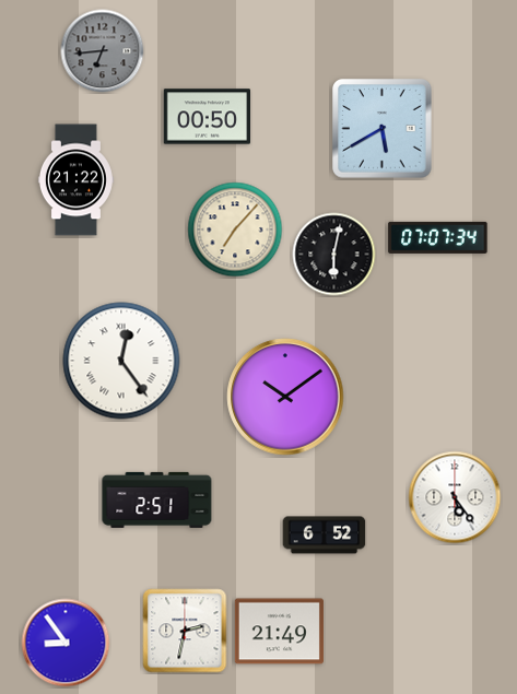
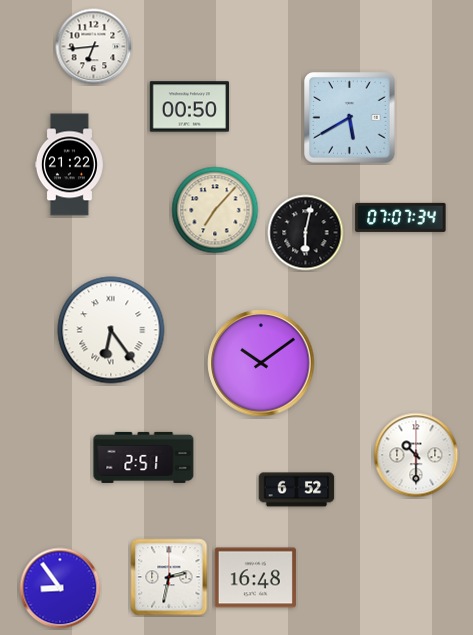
clock at (103, 51) dial: grey -> white
clock at (121, 361): 12:24 -> 6:24
clock at (455, 497): 5:24 -> 10:30
clock at (279, 632): 21:49 -> 16:48
